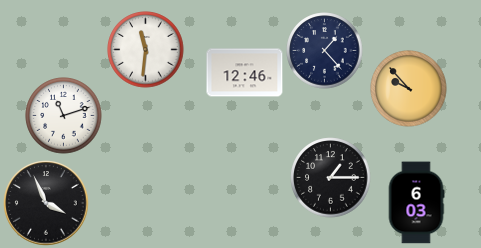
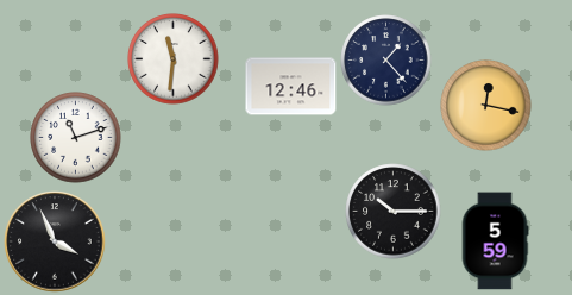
clock at (409, 89): 9:53 -> 12:17
clock at (331, 178): 1:15 -> 10:15
clock at (416, 203): 6:03 -> 5:59
